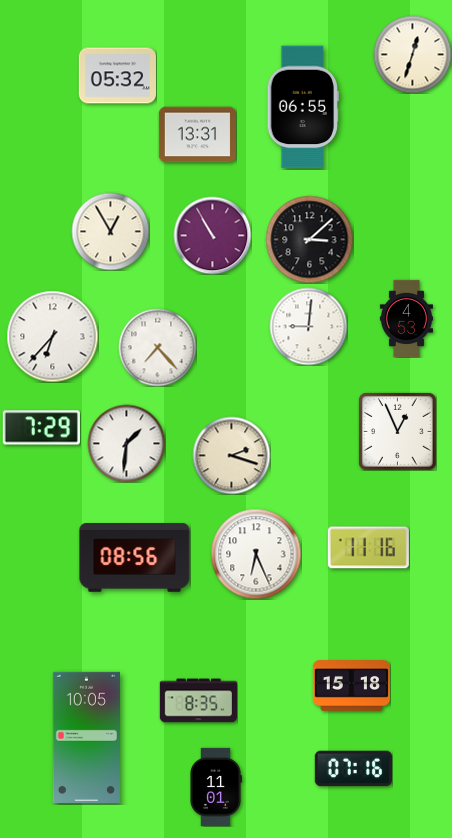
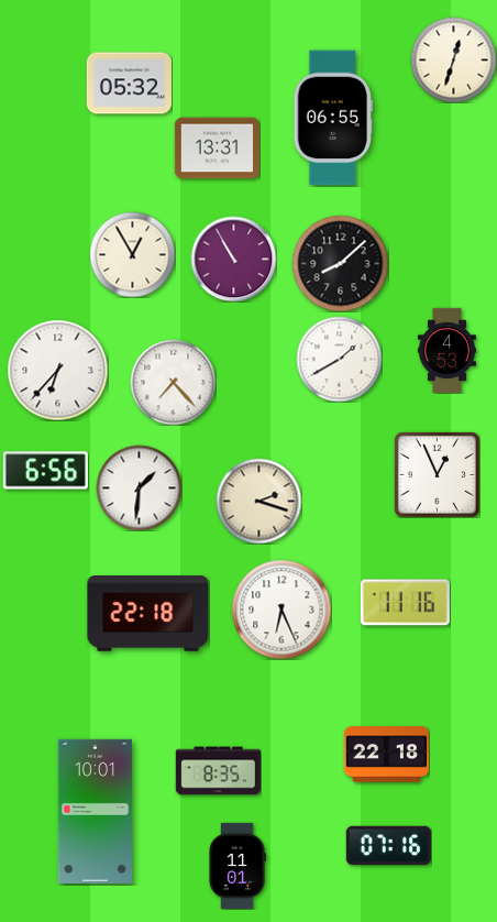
clock at (110, 231) position: (110, 231) -> (132, 254)
clock at (309, 239): 3:08 -> 8:08
clock at (308, 326): 9:01 -> 1:40
clock at (41, 428): 7:29 -> 6:56
clock at (231, 455) position: (231, 455) -> (258, 501)
clock at (135, 558): 08:56 -> 22:18
clock at (351, 686): 15:18 -> 22:18
clock at (86, 737): 10:05 -> 10:01
